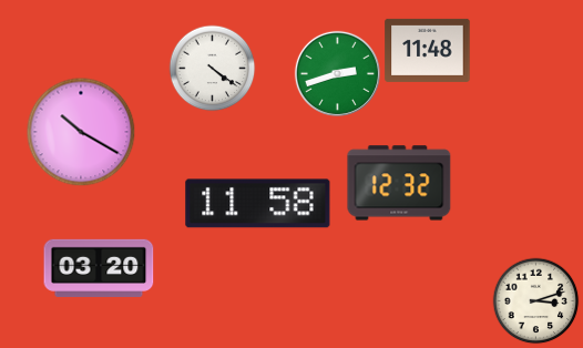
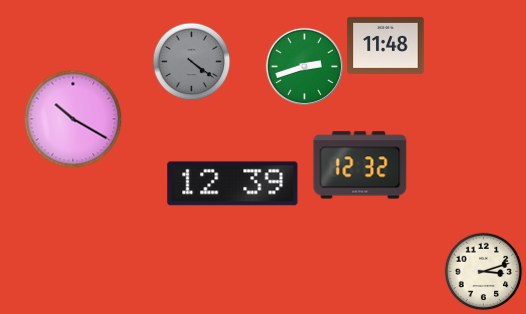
clock at (212, 68) dial: white -> grey
clock at (258, 204): 11:58 -> 12:39
clock at (99, 268): 03:20 -> none
